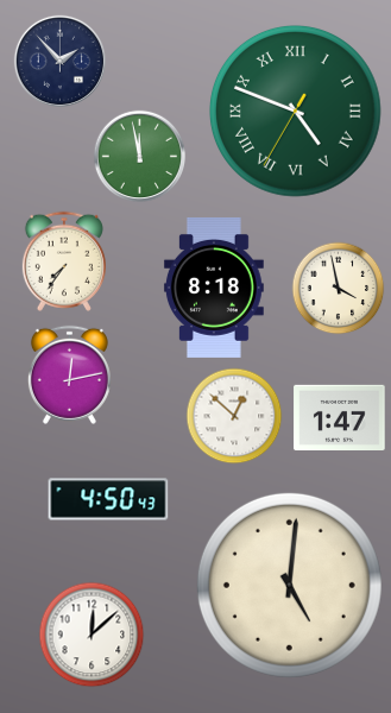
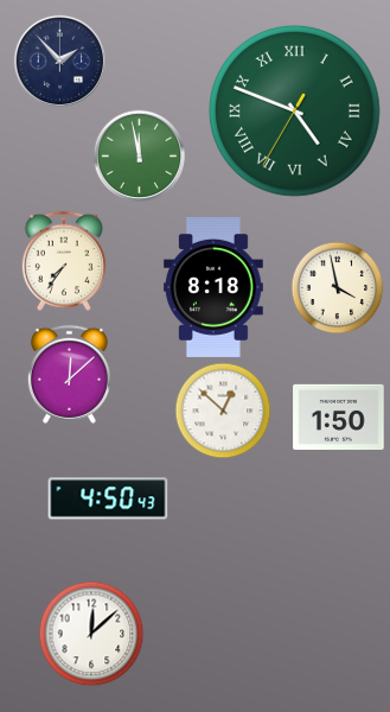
clock at (69, 374): 12:13 -> 12:08
clock at (234, 416) position: (234, 416) -> (223, 411)
clock at (340, 417): 1:47 -> 1:50
clock at (289, 585): 5:01 -> none
